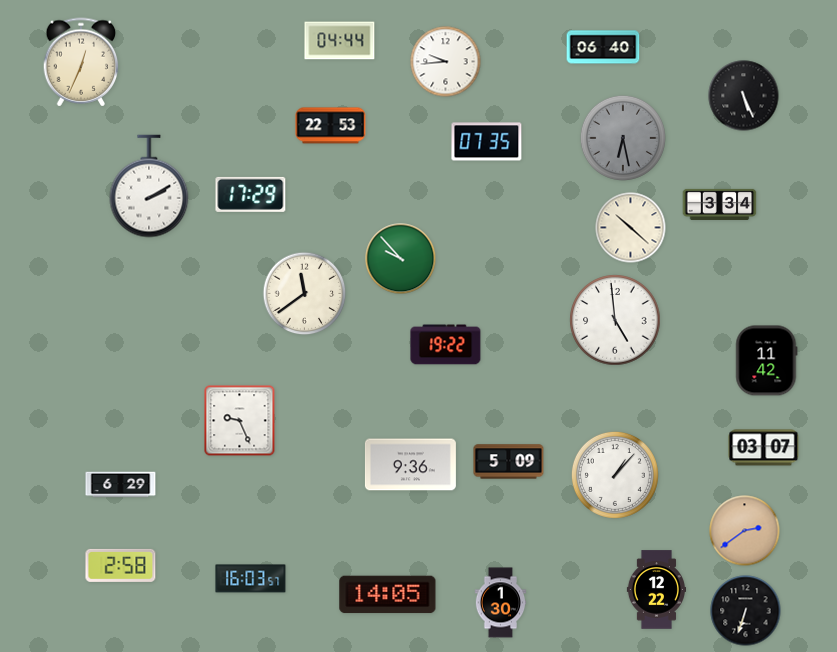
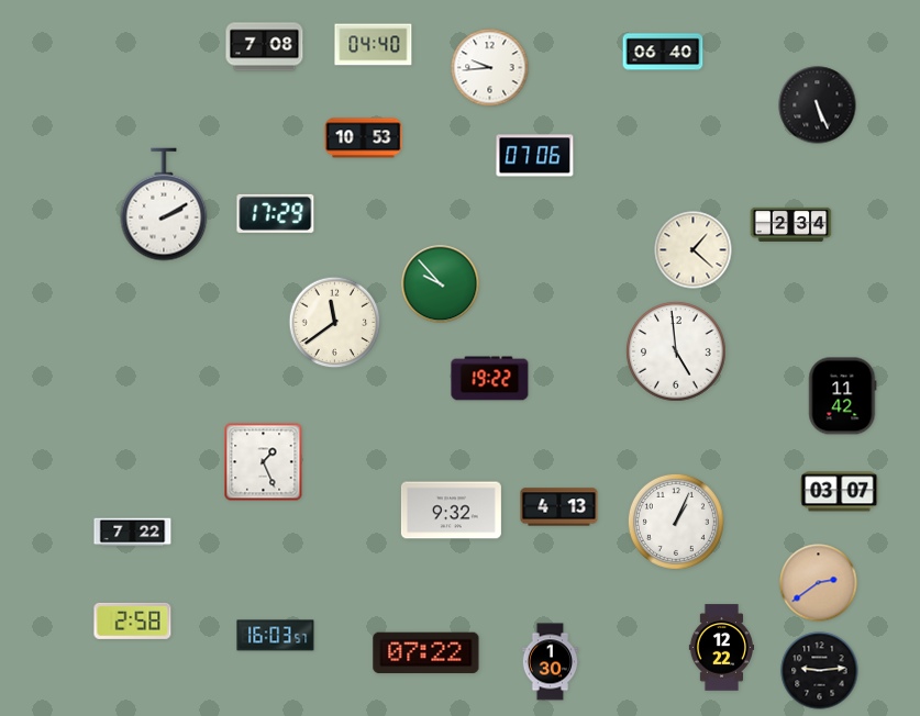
clock at (340, 41): 04:44 -> 04:40
clock at (265, 47): none -> 7:08
clock at (81, 62): 12:34 -> none
clock at (331, 126): 22:53 -> 10:53
clock at (623, 138): 6:28 -> none
clock at (487, 142): 07:35 -> 07:06
clock at (720, 204): 3:34 -> 2:34
clock at (631, 228): 10:22 -> 1:22
clock at (240, 421): 9:26 -> 1:26
clock at (509, 462): 5:09 -> 4:13
clock at (410, 465): 9:36 -> 9:32
clock at (615, 475): 1:07 -> 1:04
clock at (121, 485): 6:29 -> 7:22
clock at (388, 595): 14:05 -> 07:22
clock at (746, 611): 6:33 -> 9:14
